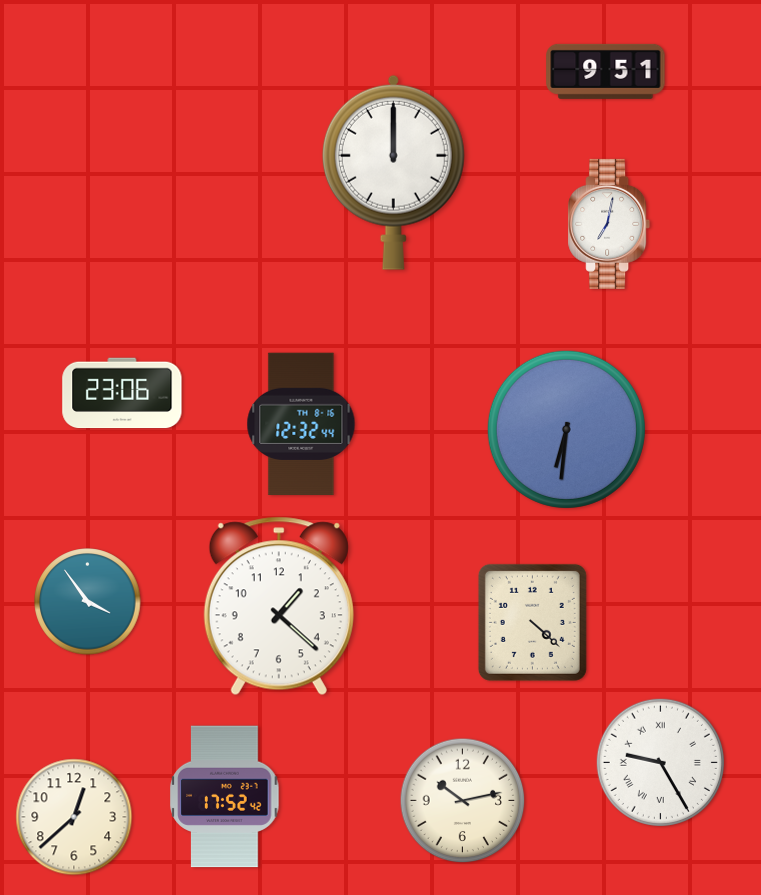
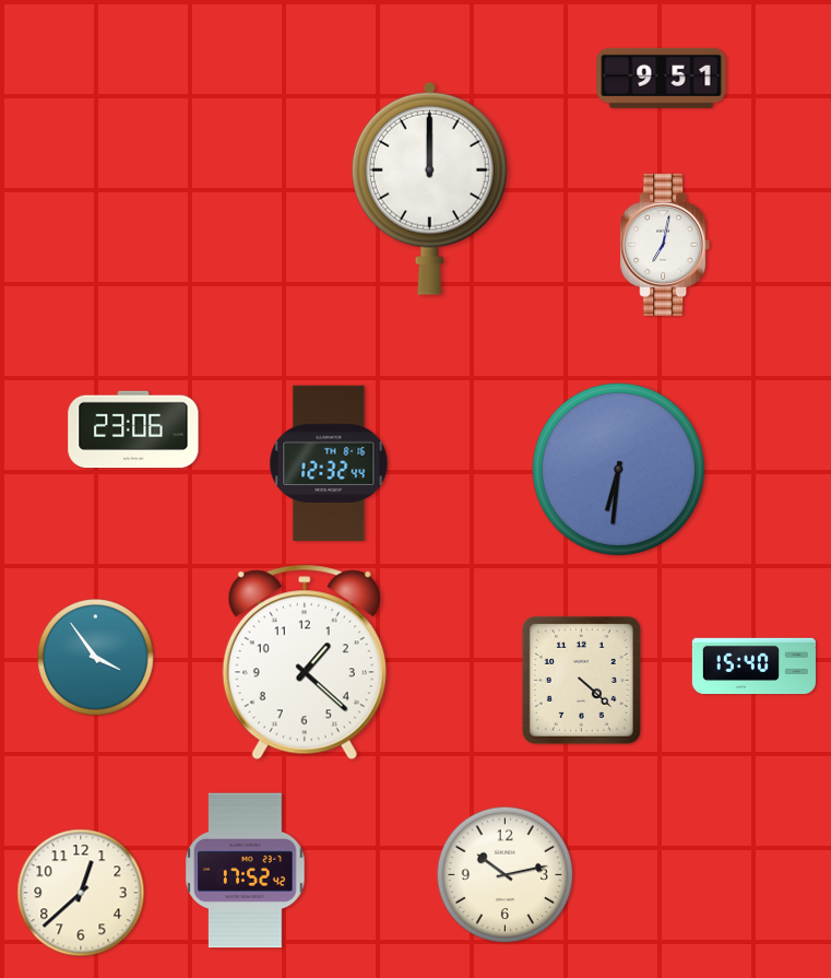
clock at (753, 667): none -> 15:40
clock at (660, 762): 9:25 -> none
